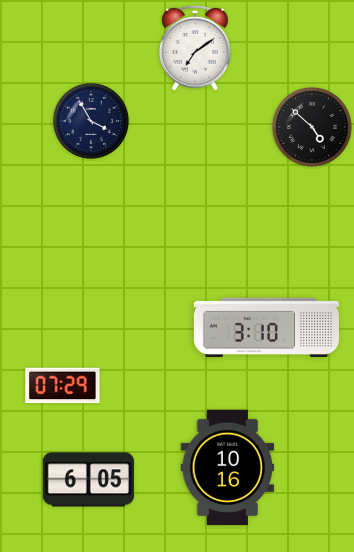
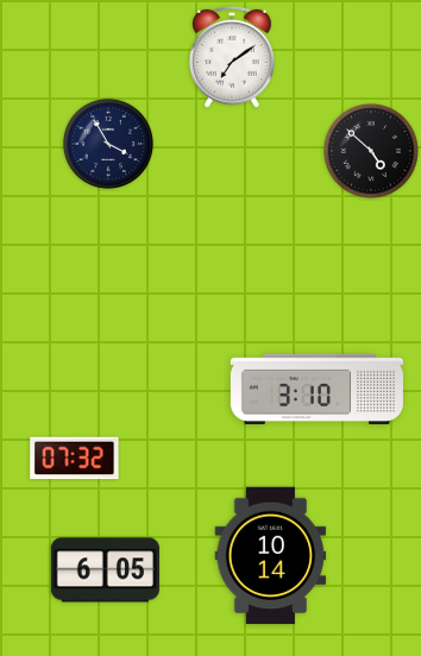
clock at (63, 386): 07:29 -> 07:32
clock at (228, 468): 10:16 -> 10:14
